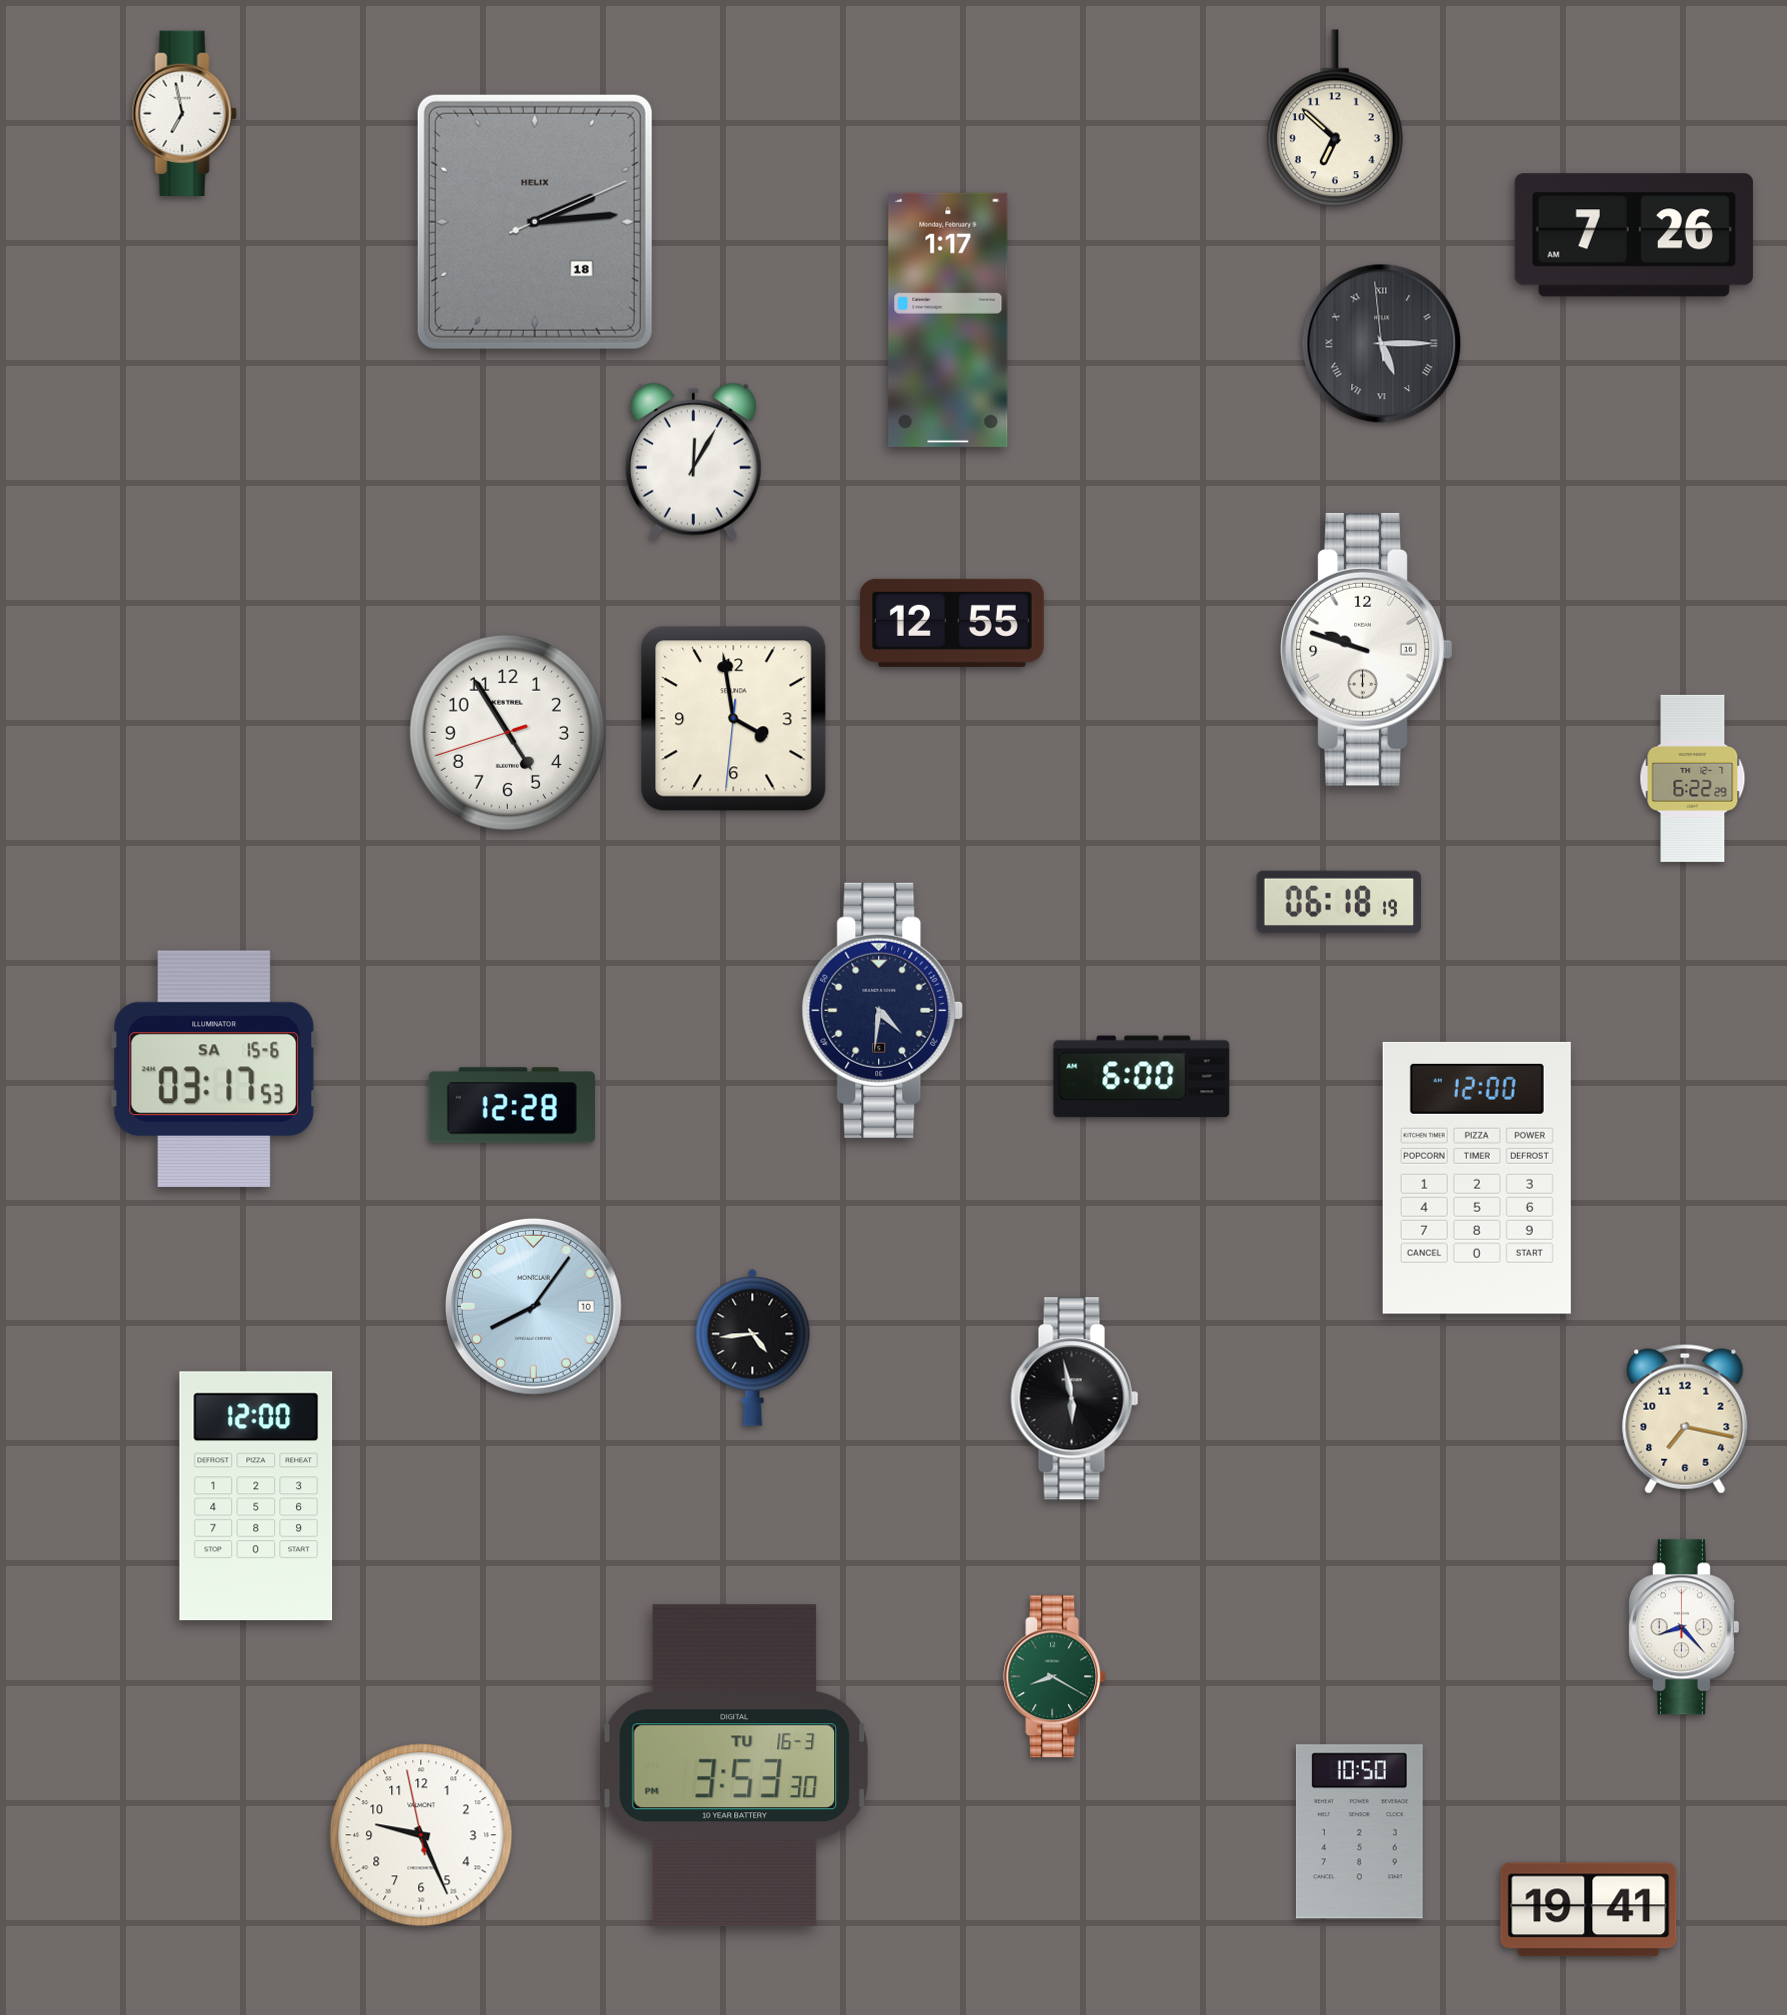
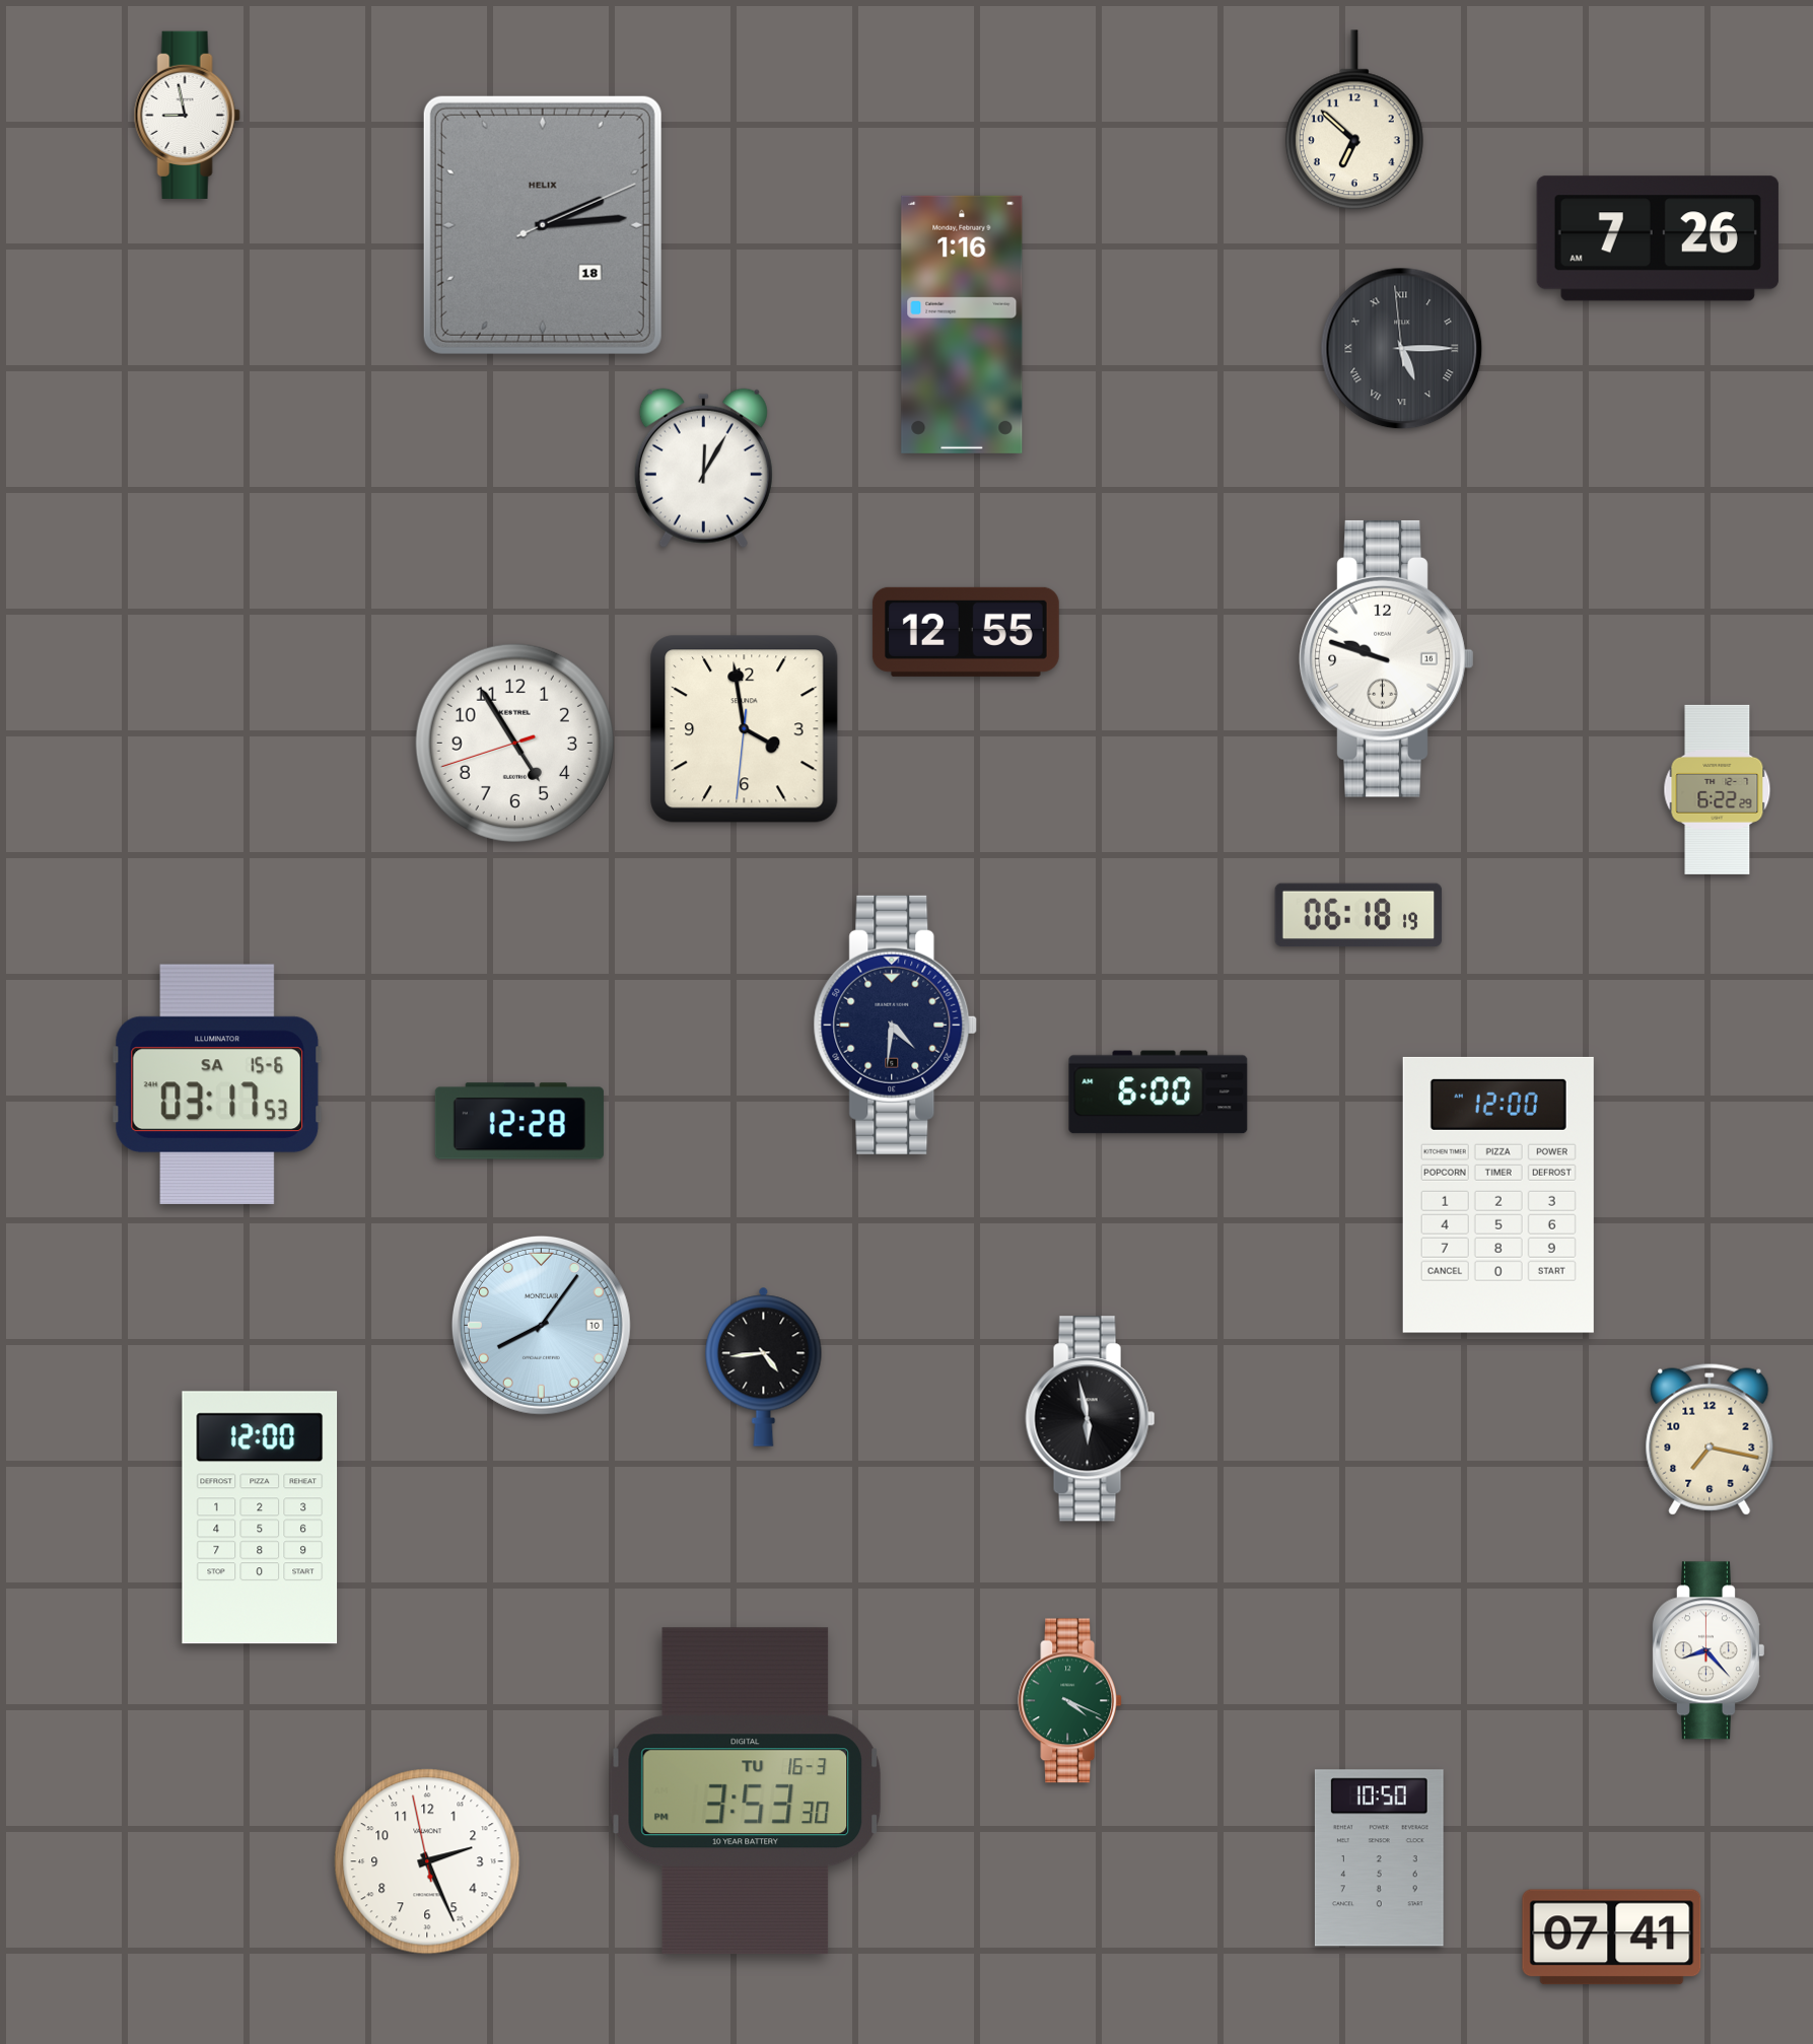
clock at (184, 113): 6:58 -> 8:58
clock at (948, 320): 1:17 -> 1:16
clock at (1055, 1677): 8:20 -> 4:19
clock at (421, 1835): 9:25 -> 2:25
clock at (1589, 1910): 19:41 -> 07:41
